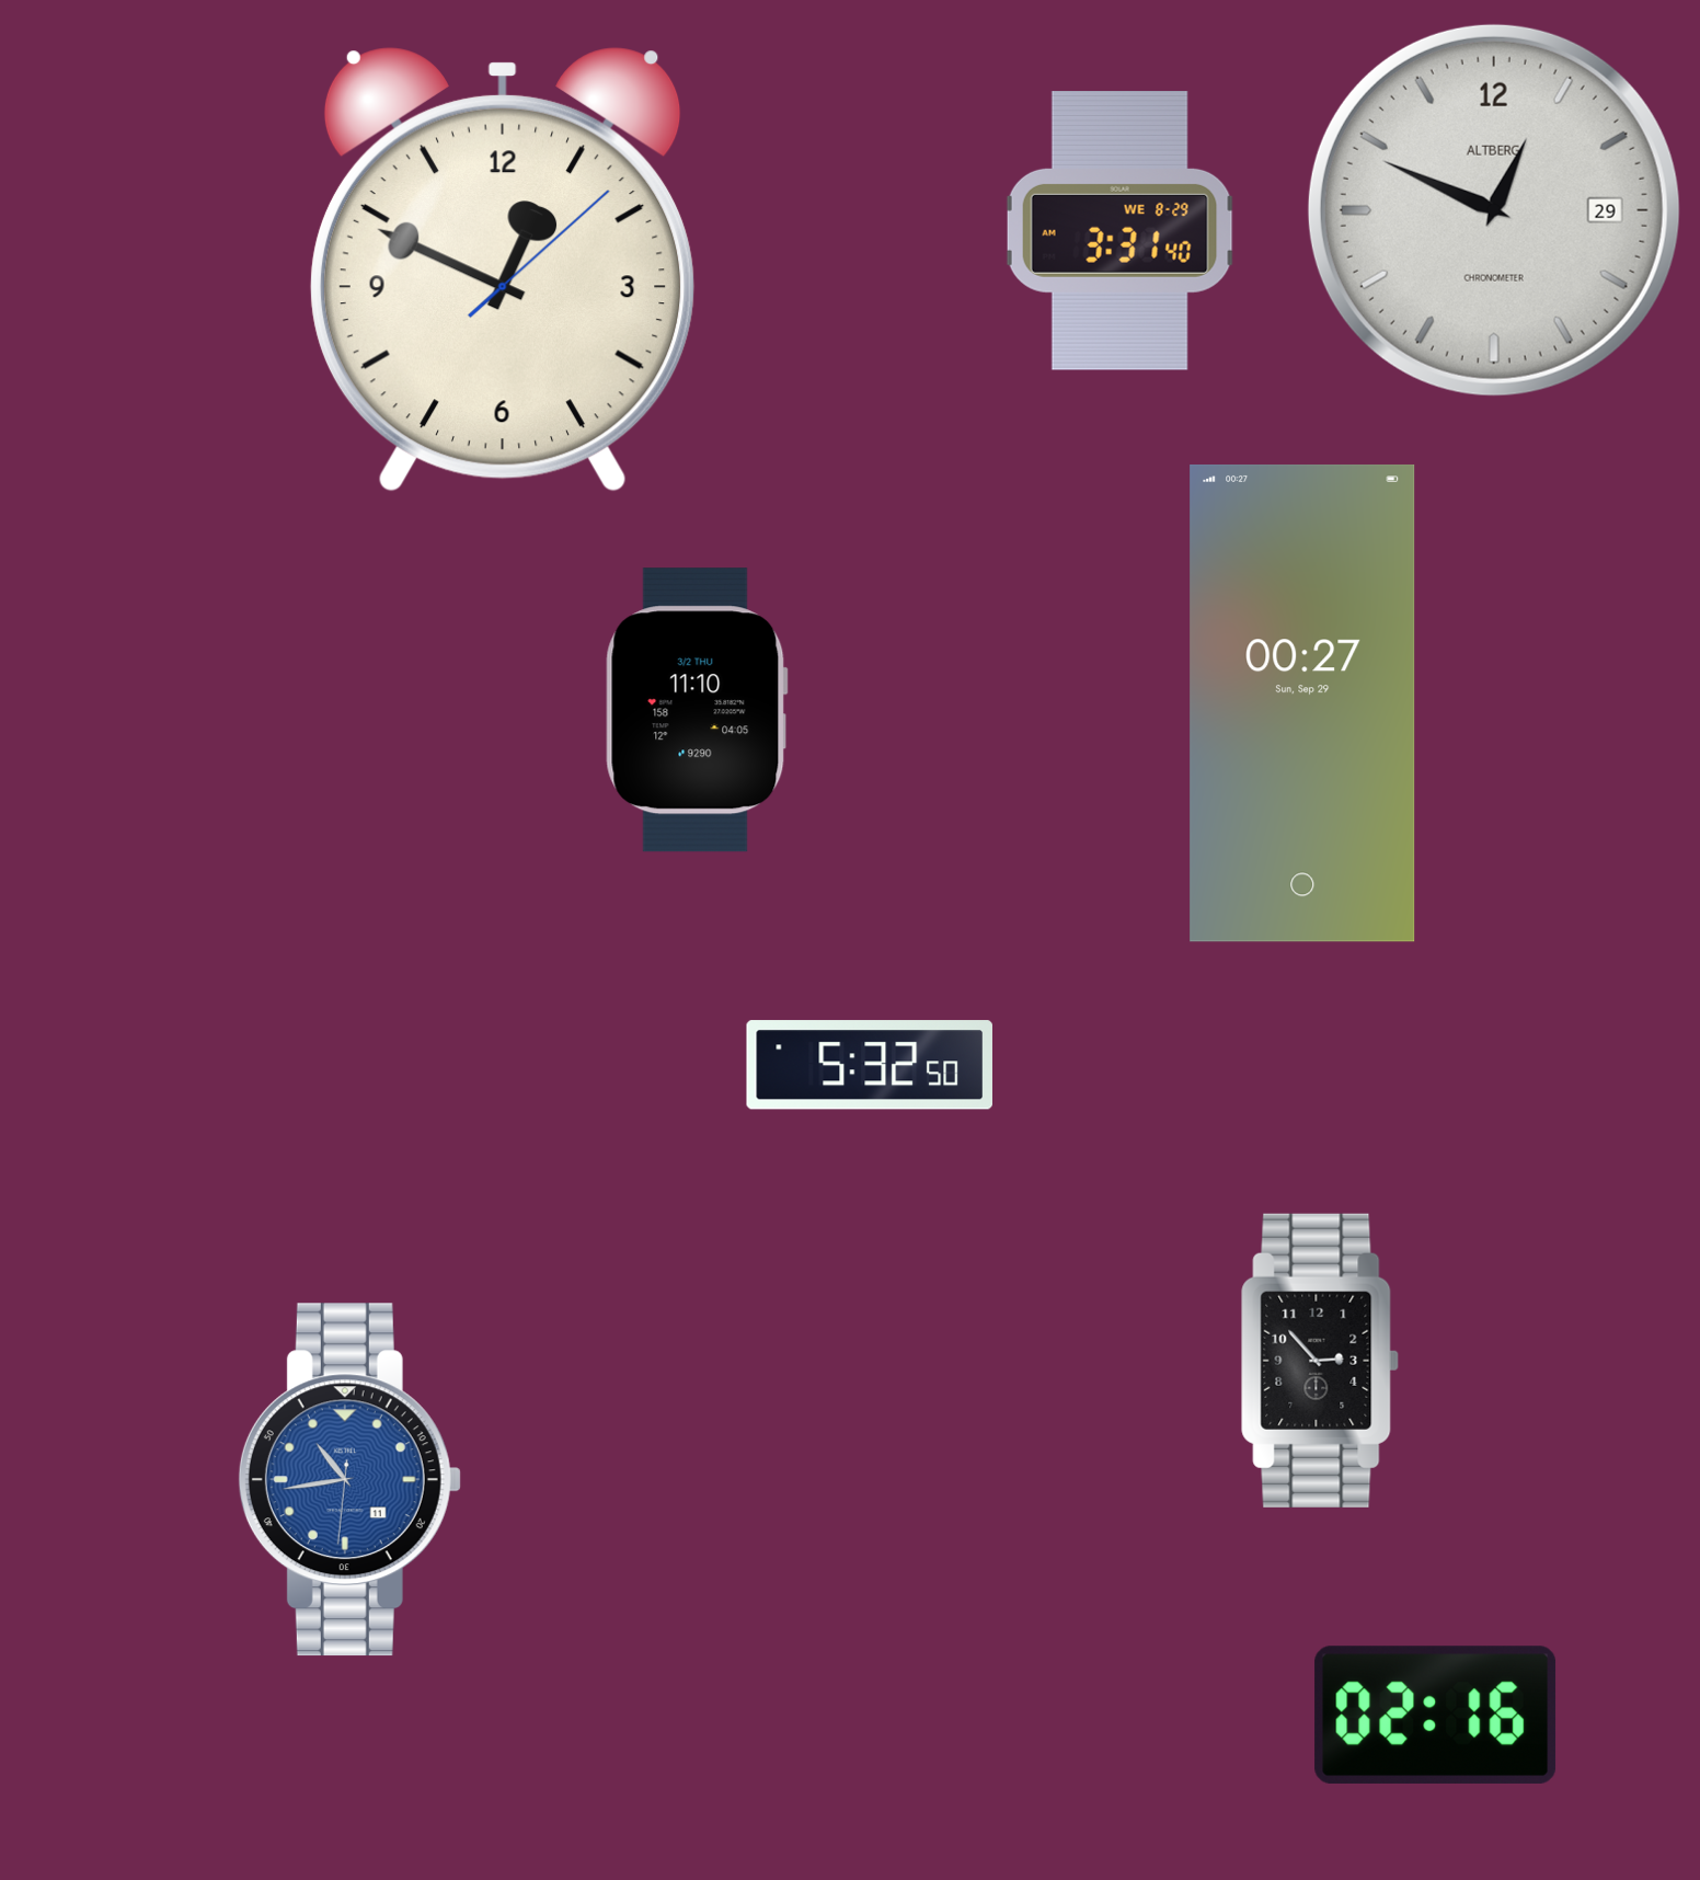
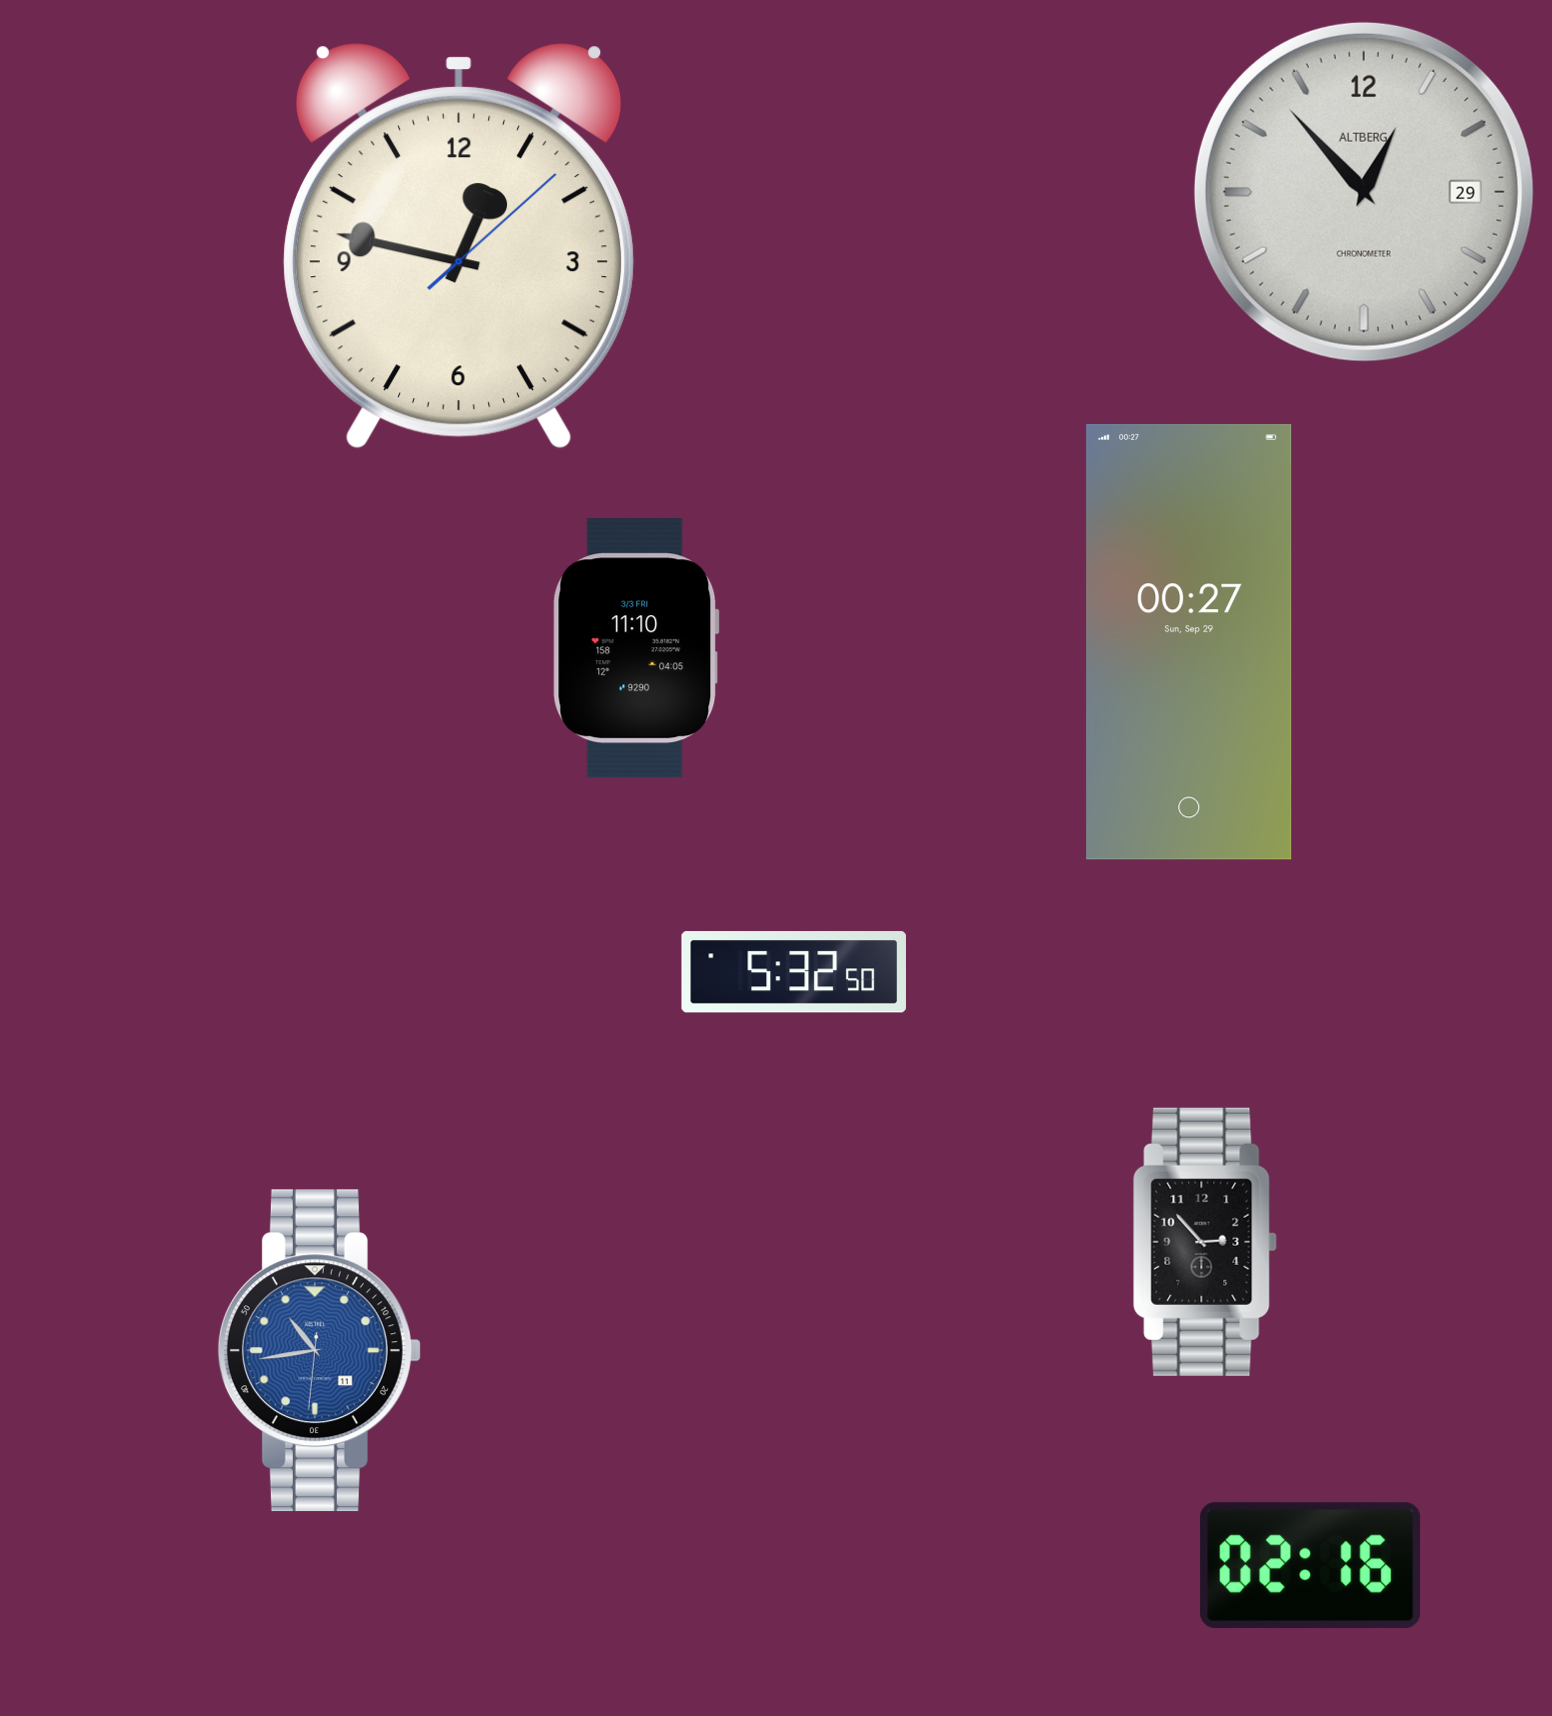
clock at (1494, 210): 12:49 -> 12:53
clock at (1121, 231): 3:31 -> none
clock at (503, 271): 12:49 -> 12:47
clock at (697, 710) date: 3/2 THU -> 3/3 FRI
